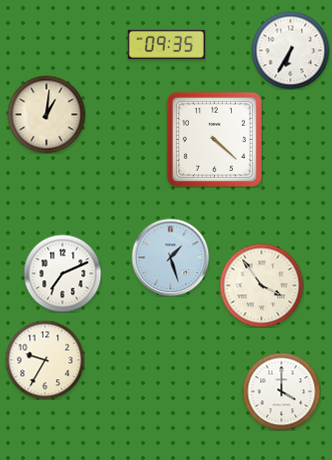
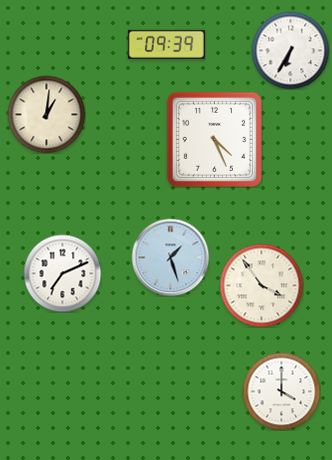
clock at (166, 44): 09:35 -> 09:39
clock at (214, 139): 4:22 -> 4:26
clock at (45, 360): 9:35 -> none
